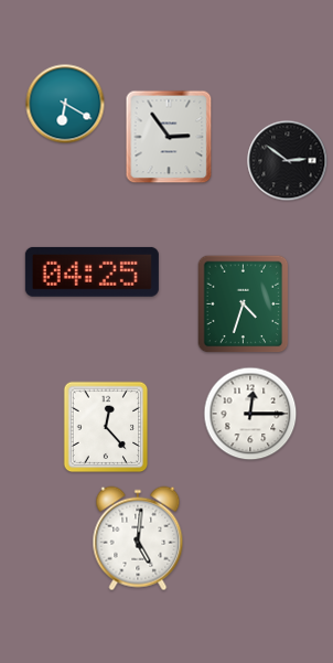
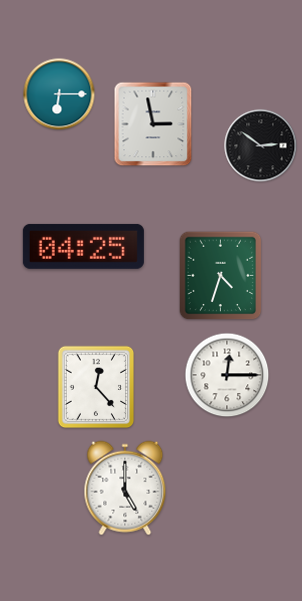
clock at (65, 104): 6:20 -> 6:15
clock at (169, 137): 2:54 -> 2:58
clock at (138, 538): 5:01 -> 5:00
